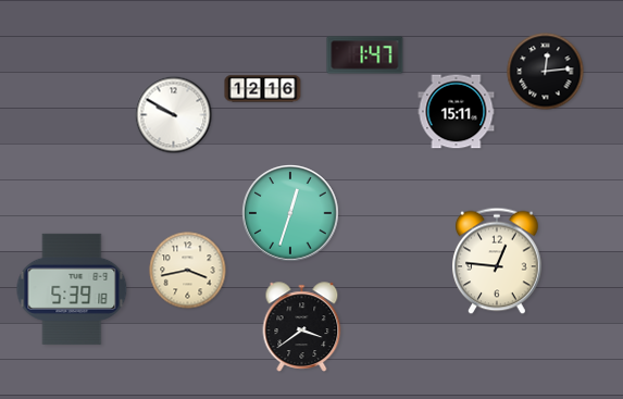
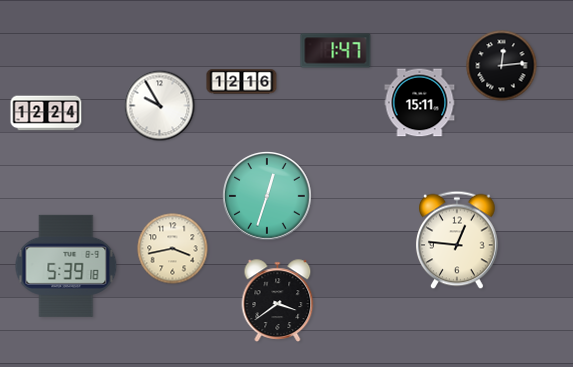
clock at (174, 115): 9:50 -> 9:55
clock at (46, 113): none -> 12:24
